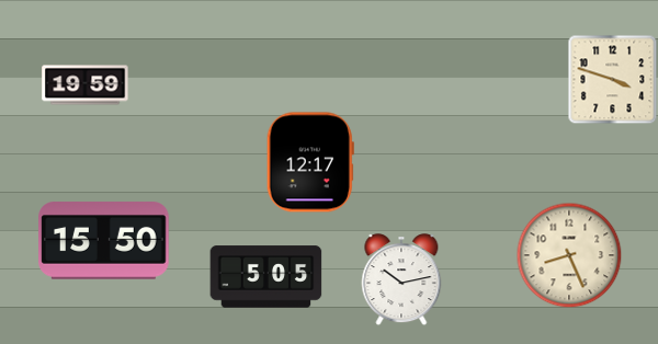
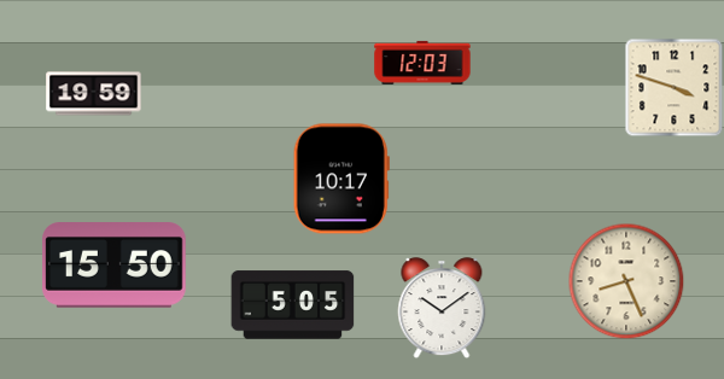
clock at (422, 63): none -> 12:03
clock at (310, 162): 12:17 -> 10:17
clock at (401, 279): 10:13 -> 10:09
